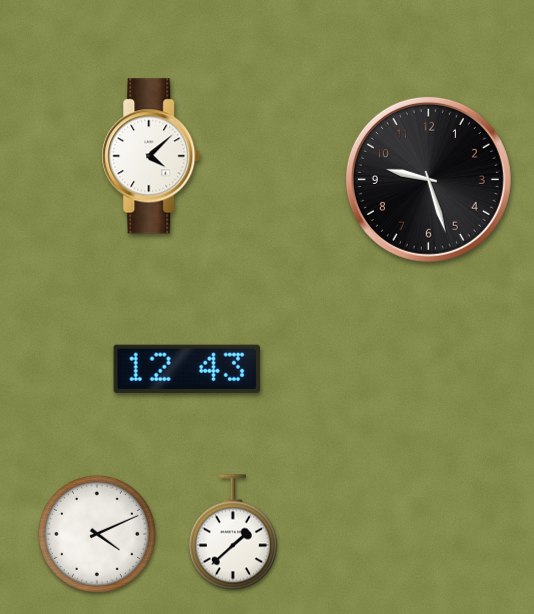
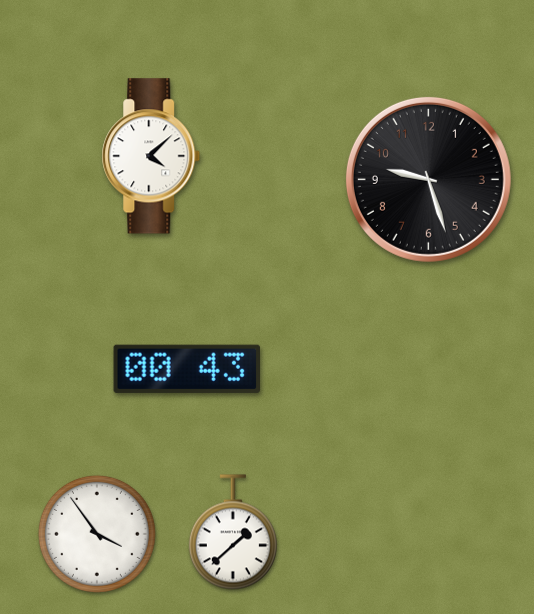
clock at (187, 369): 12:43 -> 00:43
clock at (97, 534): 4:11 -> 3:54
